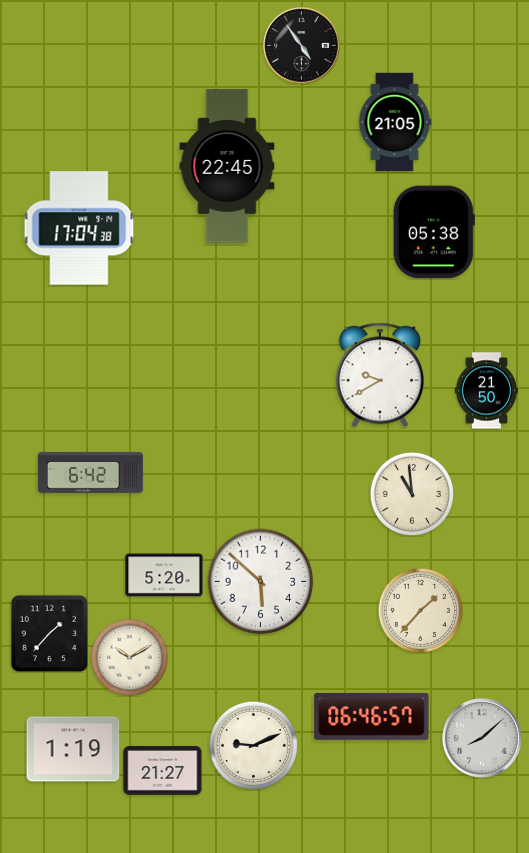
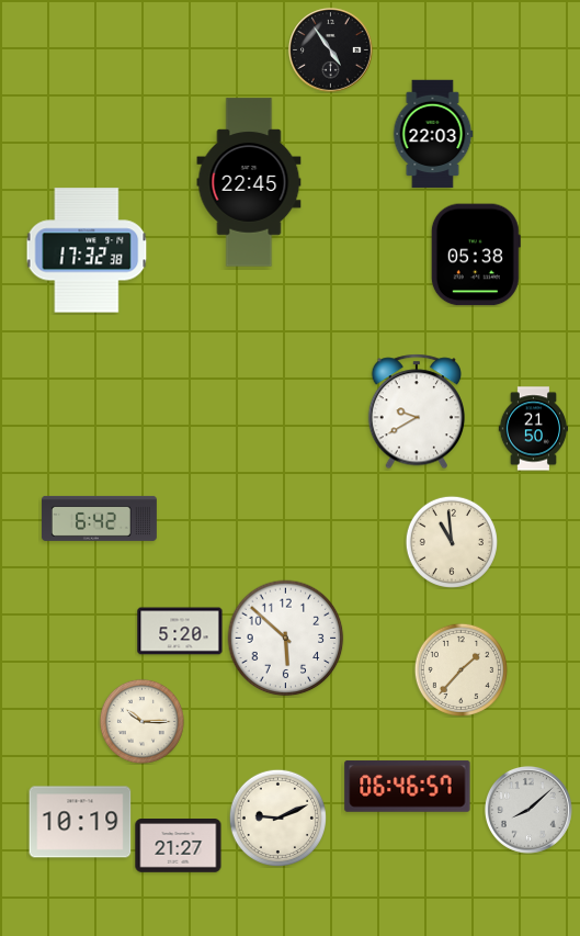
clock at (395, 122): 21:05 -> 22:03
clock at (79, 228): 17:04 -> 17:32
clock at (49, 633): 1:37 -> none
clock at (129, 657): 10:10 -> 10:15
clock at (73, 749): 1:19 -> 10:19
